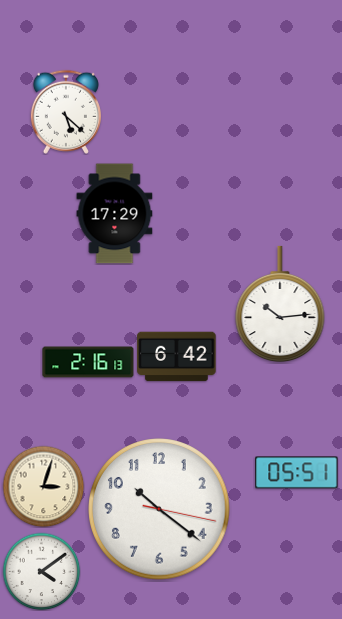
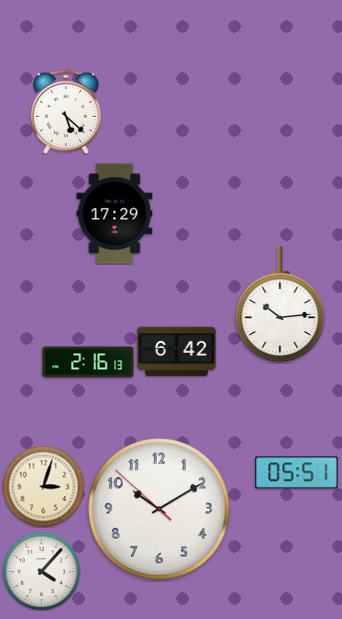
clock at (177, 357) position: (177, 357) -> (177, 352)
clock at (159, 509): 10:21 -> 10:09
clock at (41, 571): 4:09 -> 4:07
